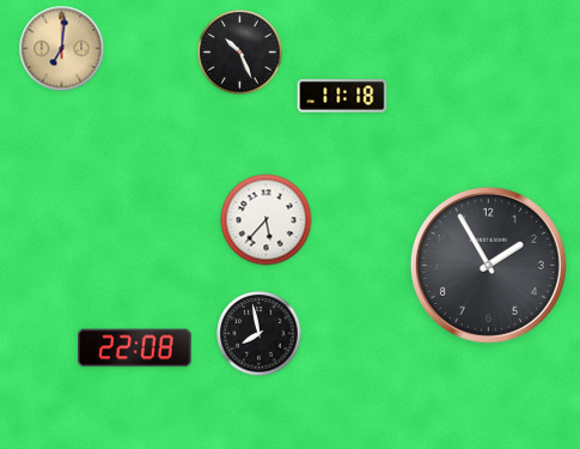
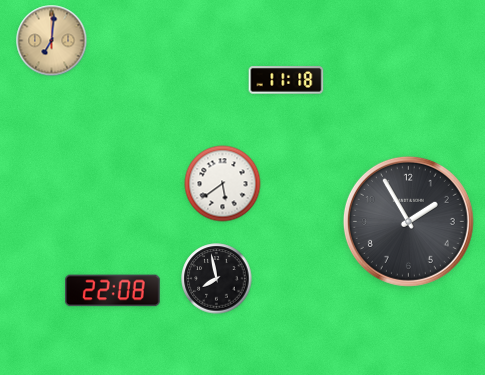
clock at (240, 53): 10:26 -> none
clock at (267, 220): 5:37 -> 5:39
